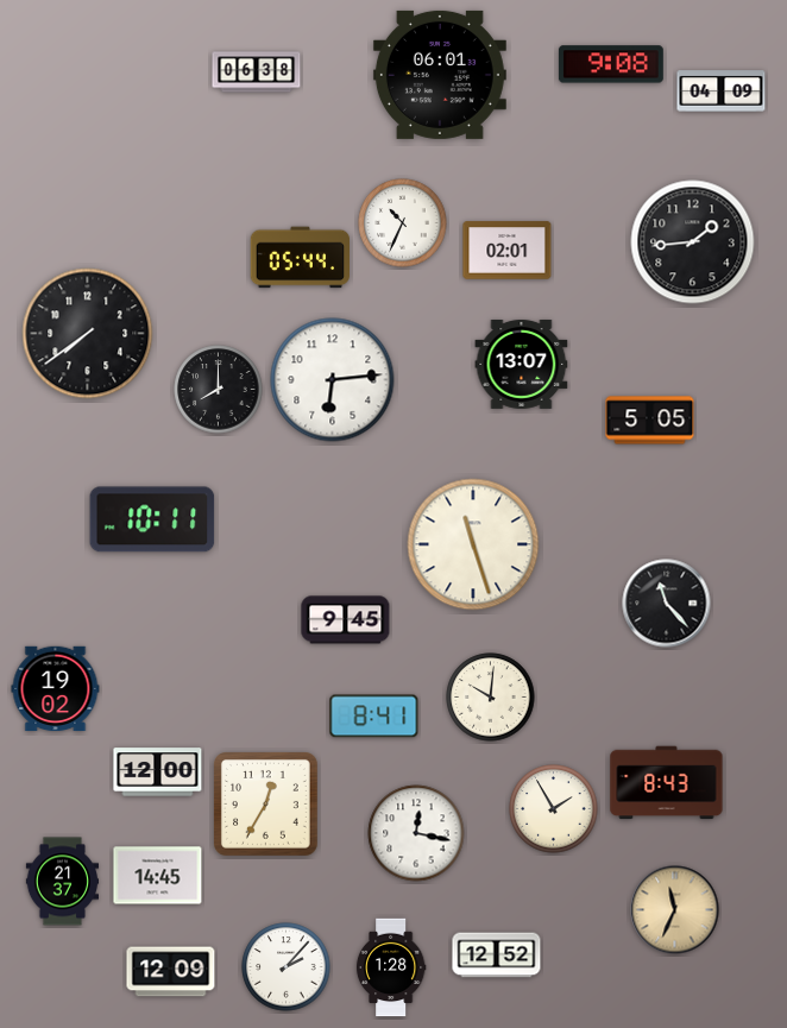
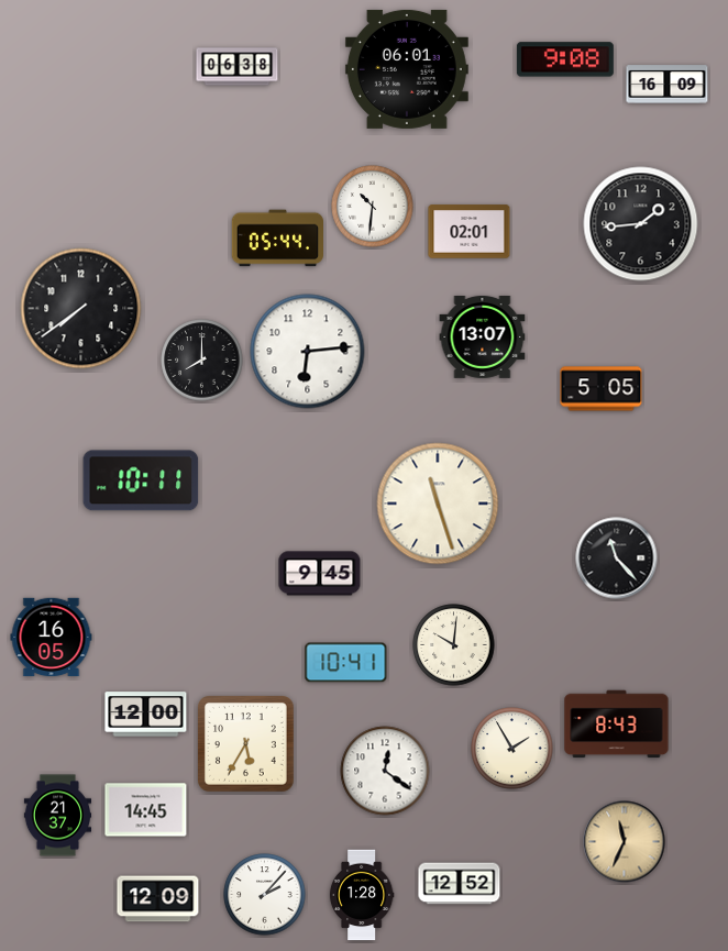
clock at (722, 92): 04:09 -> 16:09
clock at (403, 223): 10:34 -> 10:31
clock at (56, 689): 19:02 -> 16:05
clock at (374, 717): 8:41 -> 10:41
clock at (266, 805): 12:35 -> 5:35
clock at (416, 833): 12:17 -> 12:21
